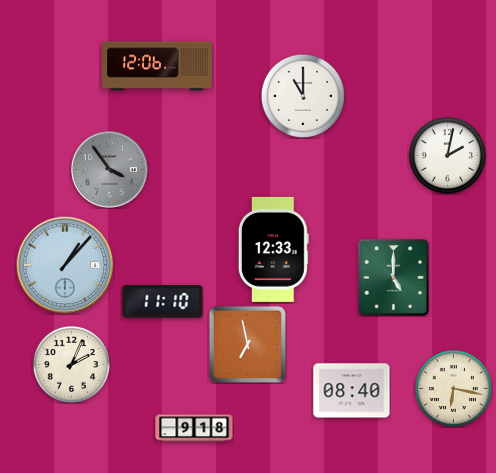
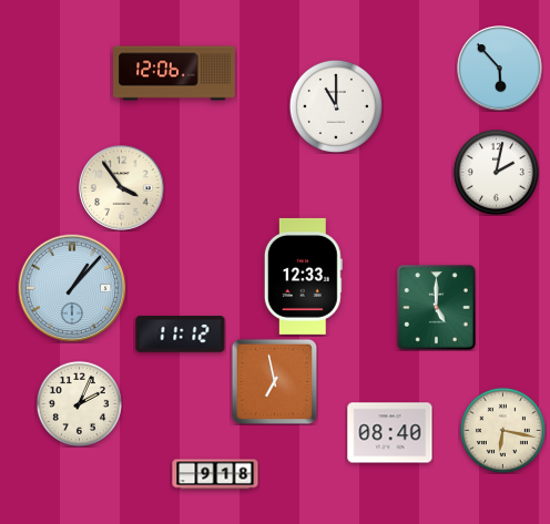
clock at (500, 69): none -> 5:53
clock at (110, 170) dial: grey -> cream
clock at (65, 265) position: (65, 265) -> (72, 288)
clock at (163, 302): 11:10 -> 11:12
